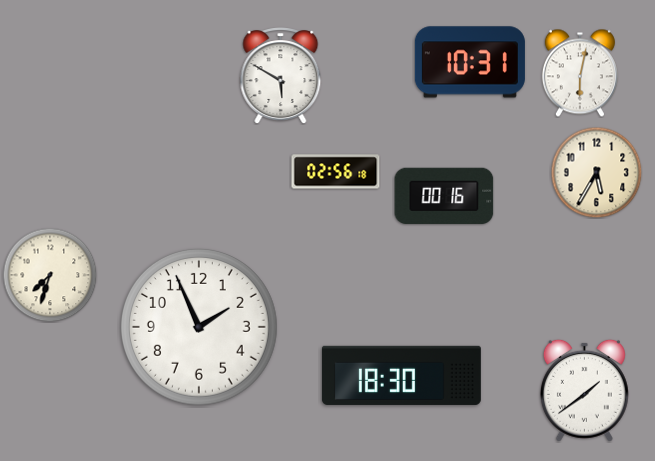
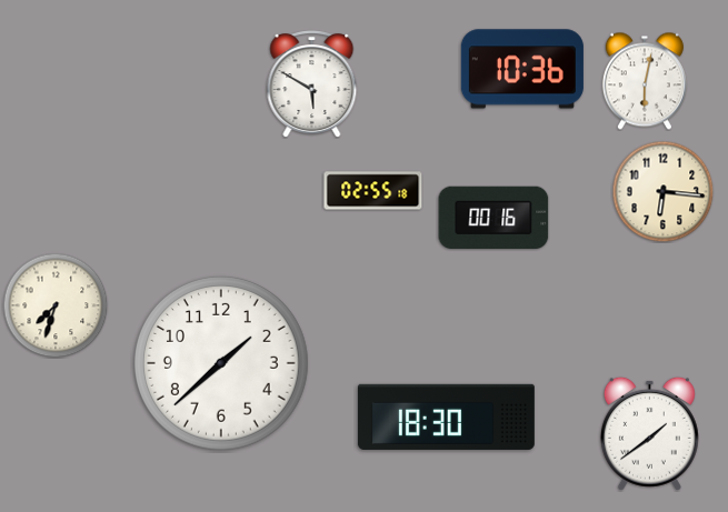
clock at (470, 62): 10:31 -> 10:36
clock at (336, 172): 02:56 -> 02:55
clock at (596, 172): 5:35 -> 6:16
clock at (199, 327): 1:56 -> 1:38
